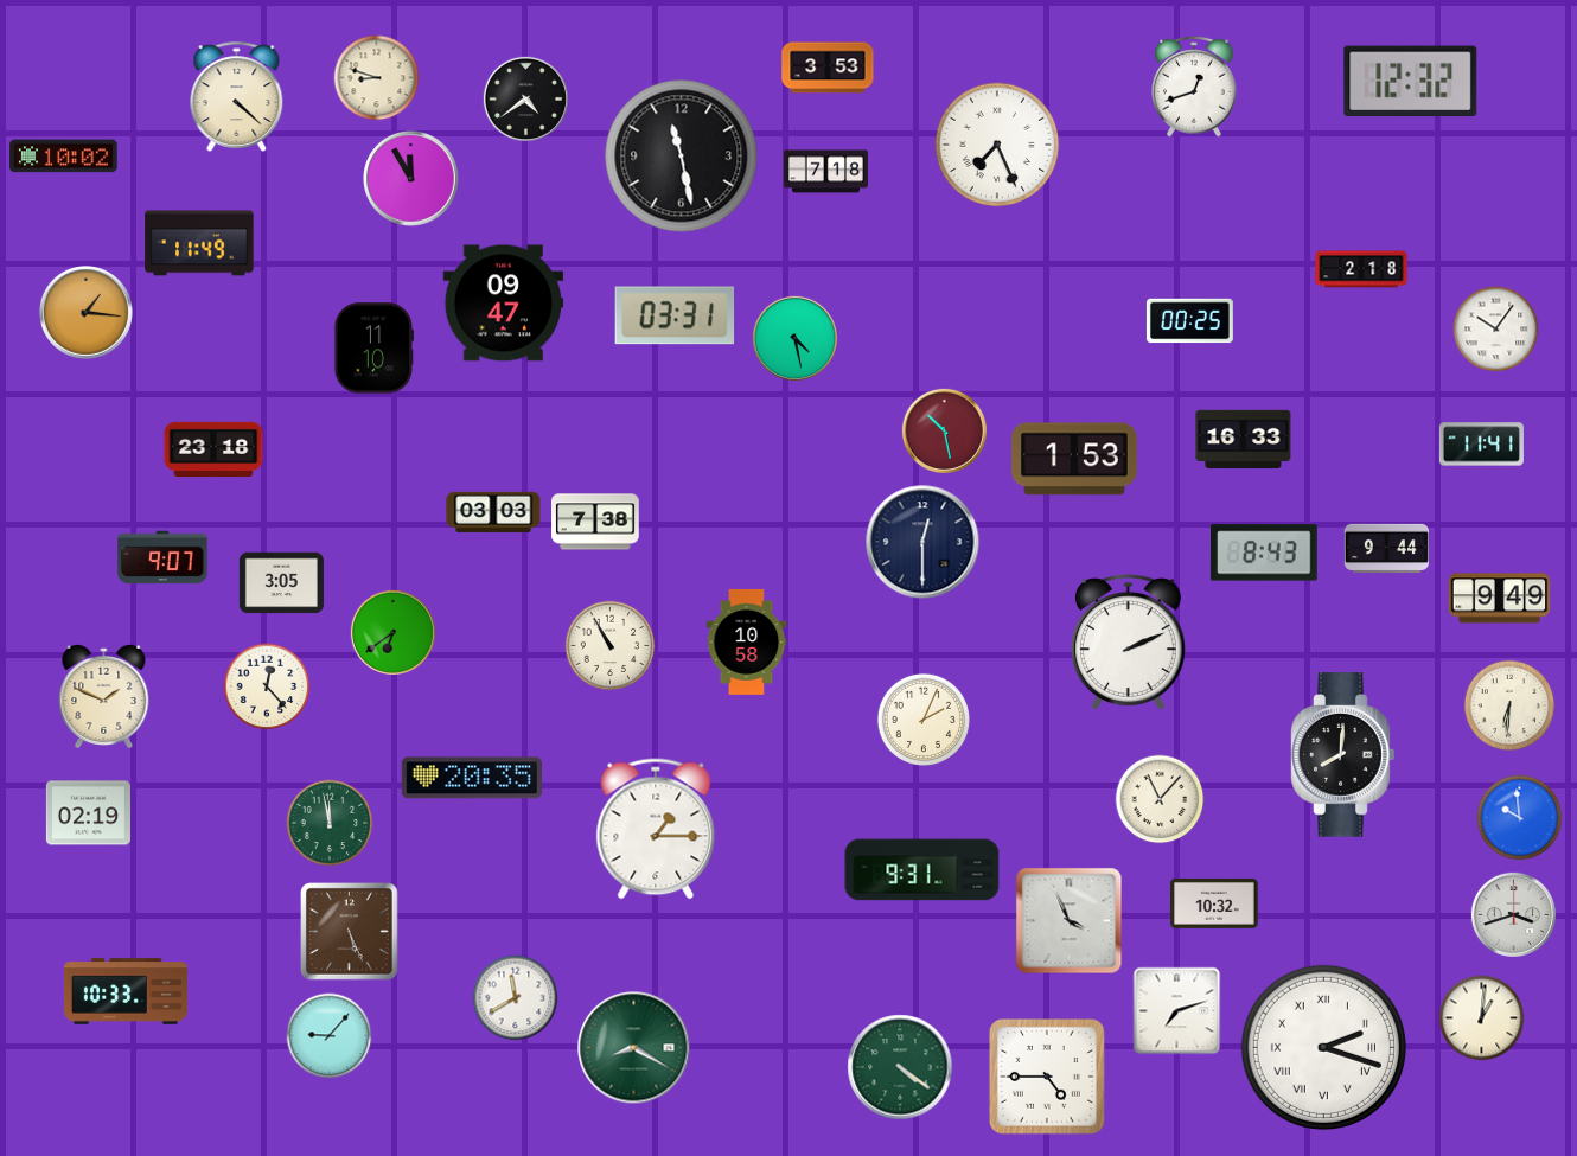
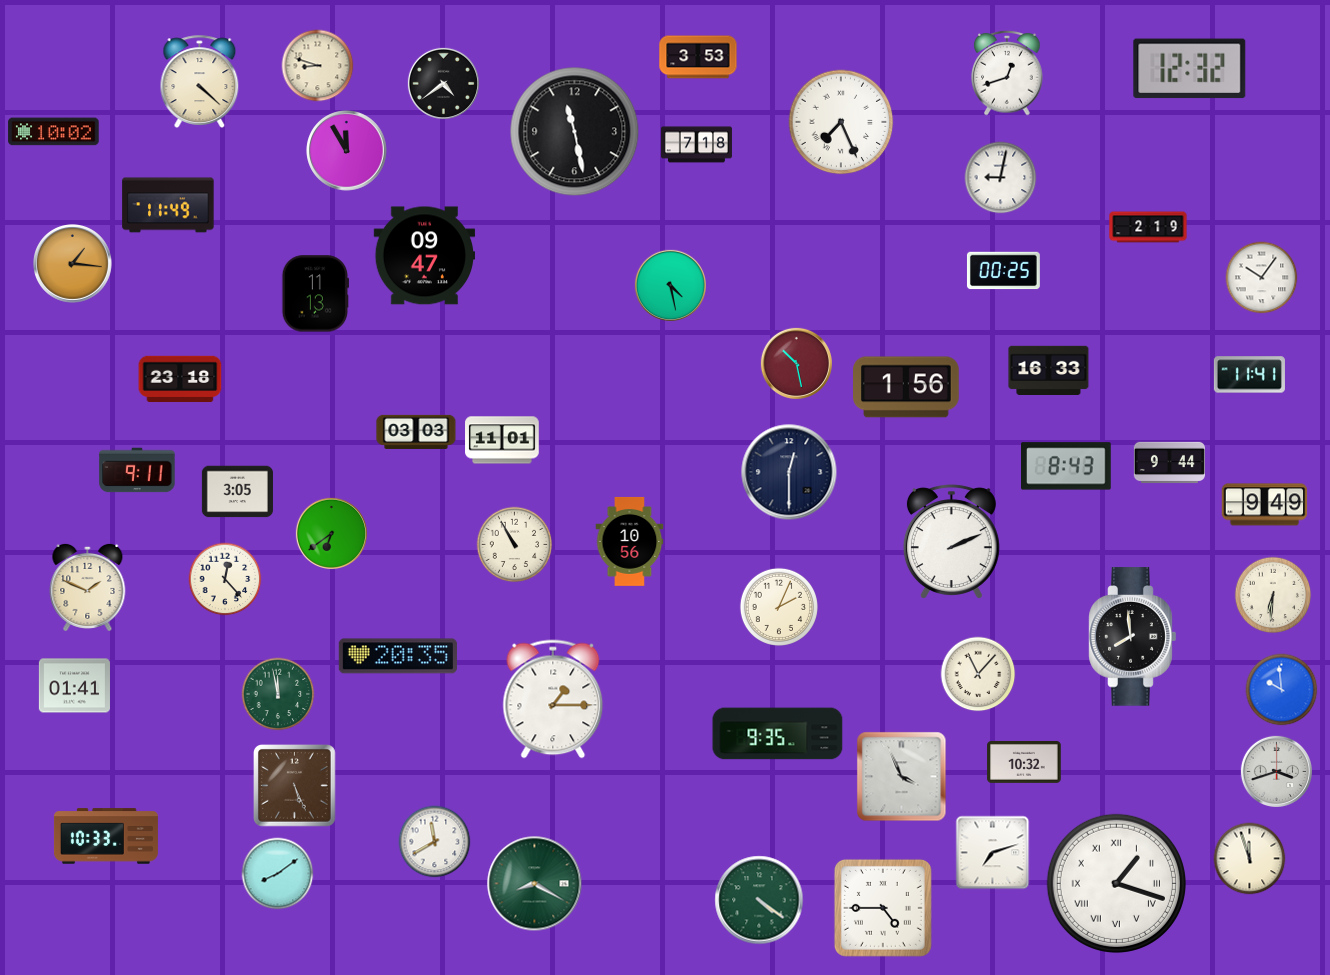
clock at (1001, 178): none -> 9:02
clock at (1361, 269): 2:18 -> 2:19
clock at (675, 315): 03:31 -> none
clock at (373, 349): 11:10 -> 11:13
clock at (1075, 459): 1:53 -> 1:56
clock at (595, 522): 7:38 -> 11:01
clock at (922, 542) position: (922, 542) -> (789, 472)
clock at (162, 557): 9:07 -> 9:11
clock at (747, 643): 10:58 -> 10:56
clock at (1343, 755): 8:01 -> 7:59
clock at (88, 813): 02:19 -> 01:41
clock at (922, 870): 9:31 -> 9:35
clock at (1482, 1018): 1:01 -> 11:57
clock at (330, 1036): 9:07 -> 8:09
clock at (1323, 1047): 2:18 -> 1:18
